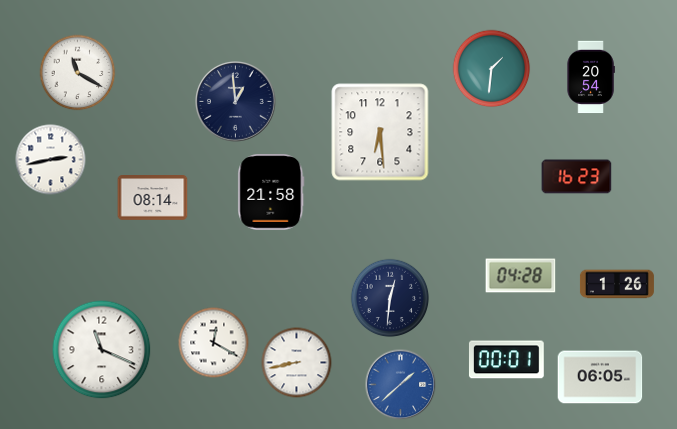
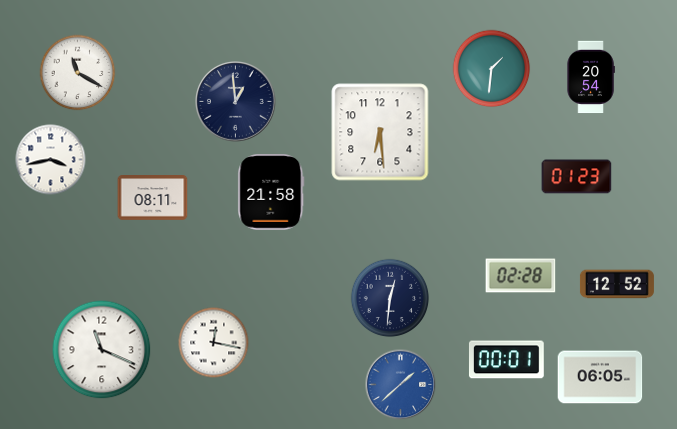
clock at (51, 160): 2:43 -> 3:43
clock at (577, 177): 16:23 -> 01:23
clock at (153, 198): 08:14 -> 08:11
clock at (521, 276): 04:28 -> 02:28
clock at (617, 284): 1:26 -> 12:52
clock at (214, 343): 12:20 -> 12:17
clock at (297, 363): 8:43 -> none
